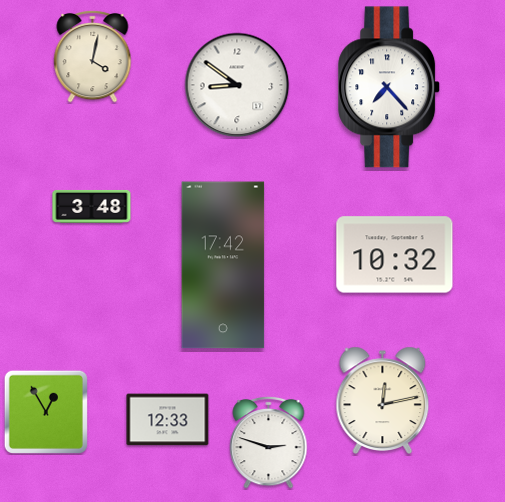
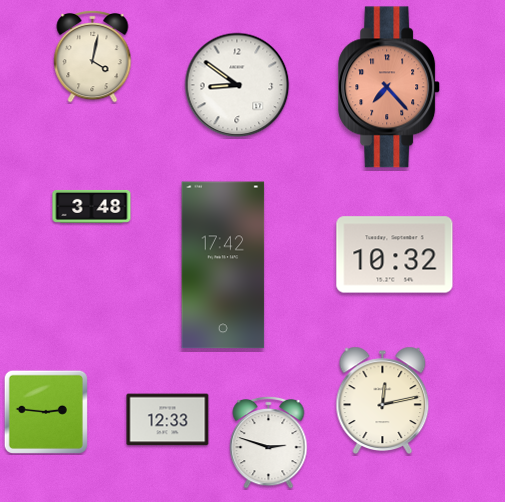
clock at (390, 87) dial: white -> salmon
clock at (46, 412): 12:55 -> 2:46
